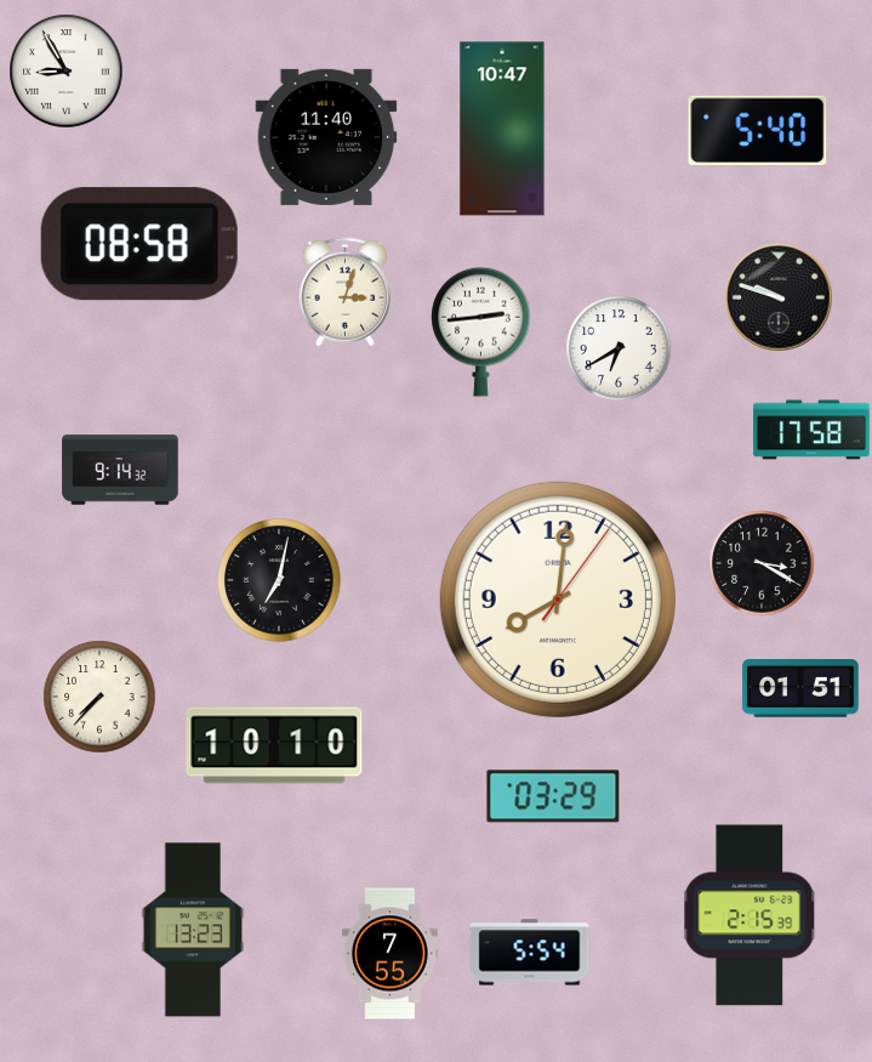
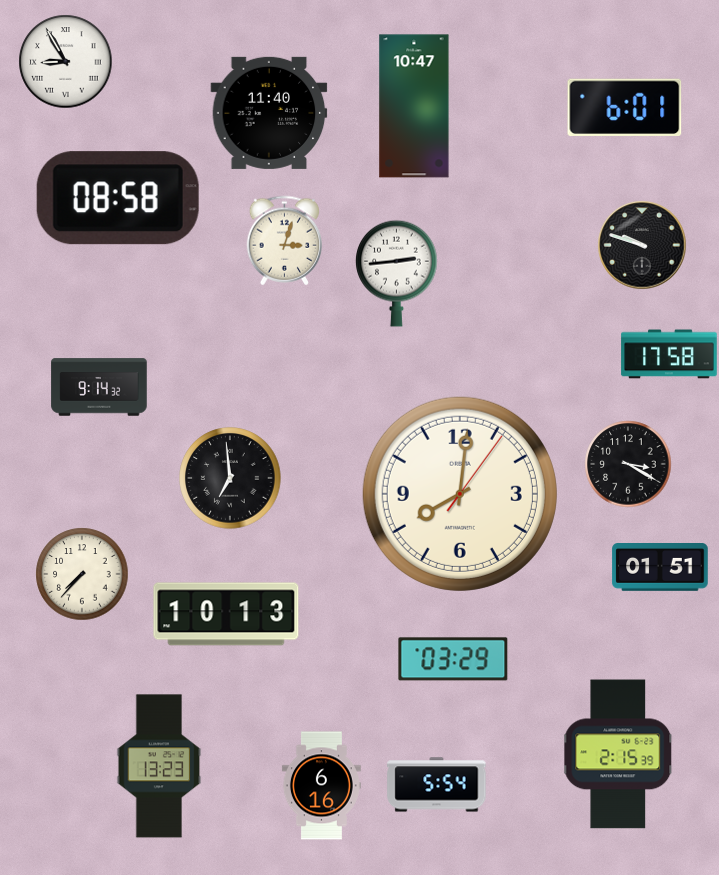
clock at (67, 72) position: (67, 72) -> (66, 62)
clock at (758, 130): 5:40 -> 6:01
clock at (139, 244) position: (139, 244) -> (118, 198)
clock at (619, 348): 6:40 -> none
clock at (279, 580): 7:02 -> 6:59
clock at (274, 745): 10:10 -> 10:13
clock at (553, 796) position: (553, 796) -> (453, 659)
clock at (389, 954): 7:55 -> 6:16
